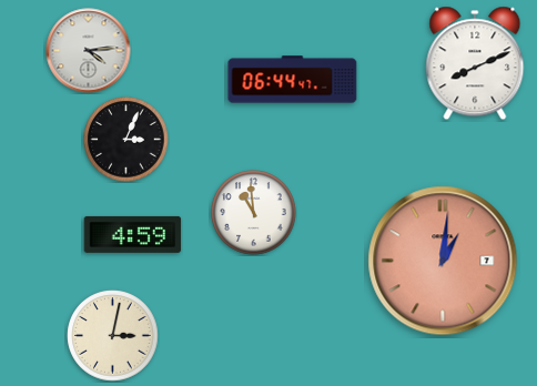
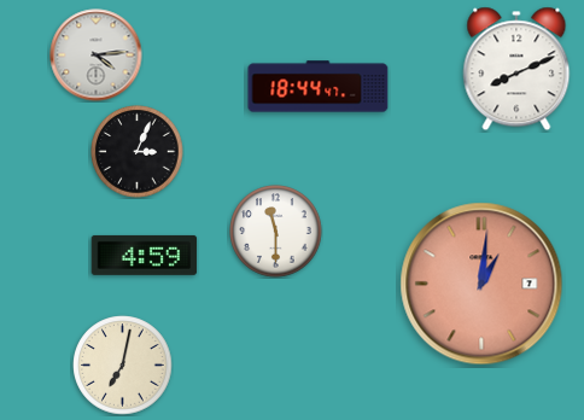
clock at (293, 80): 06:44 -> 18:44
clock at (254, 213): 10:59 -> 11:30
clock at (113, 336): 3:02 -> 7:02
